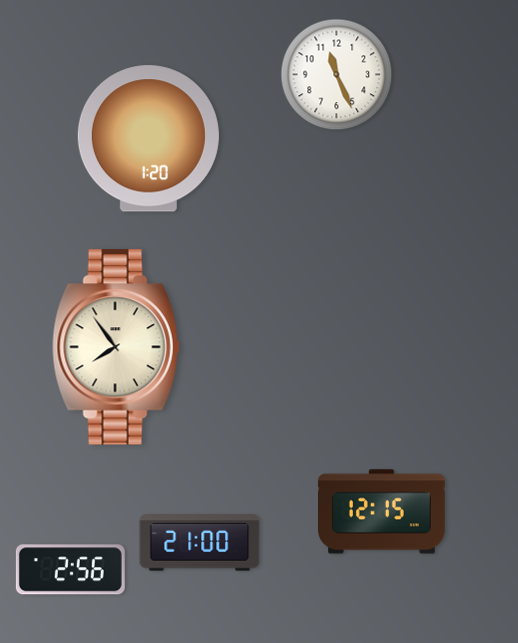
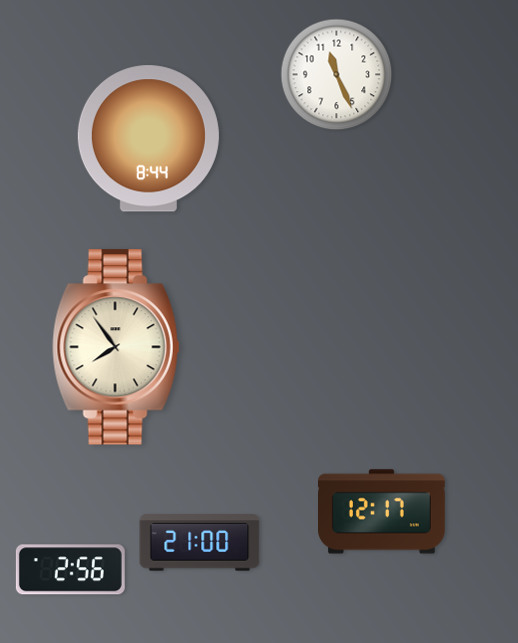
clock at (148, 139): 1:20 -> 8:44
clock at (382, 512): 12:15 -> 12:17
